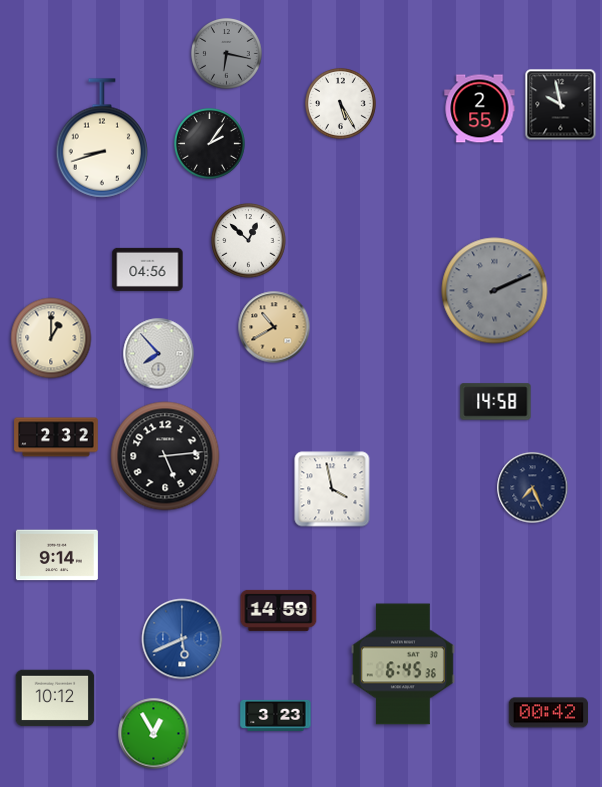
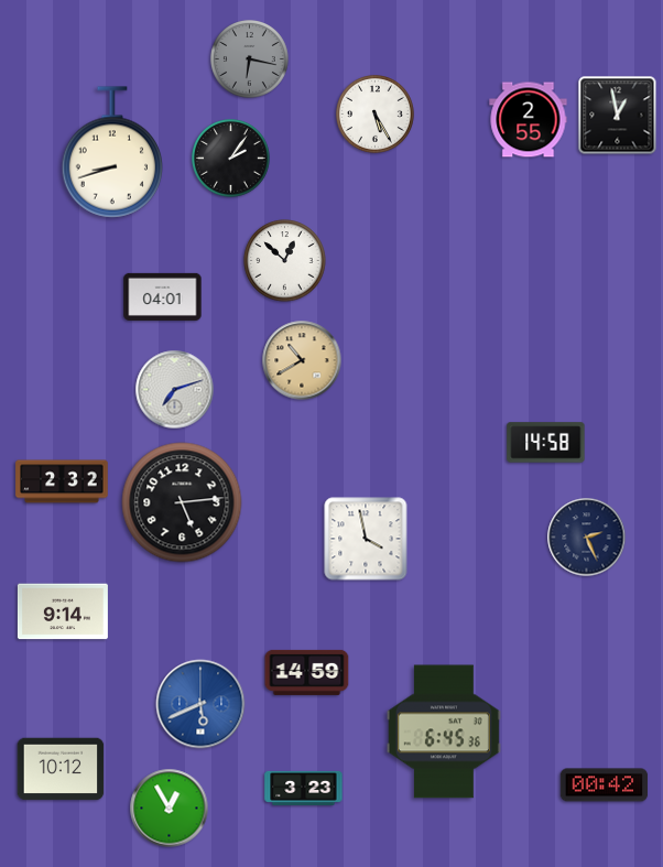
clock at (561, 105): 9:58 -> 12:58
clock at (249, 241) position: (249, 241) -> (285, 261)
clock at (148, 269): 04:56 -> 04:01
clock at (495, 291): 2:11 -> none
clock at (51, 338): 1:00 -> none
clock at (159, 354): 7:53 -> 7:12
clock at (533, 488): 7:26 -> 2:26
